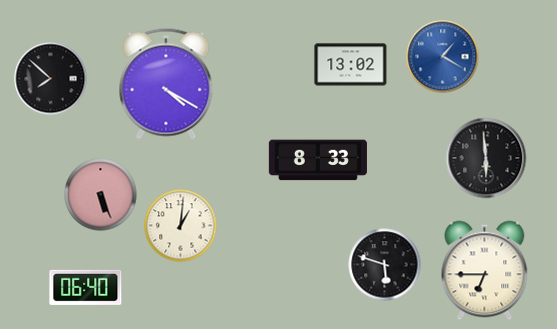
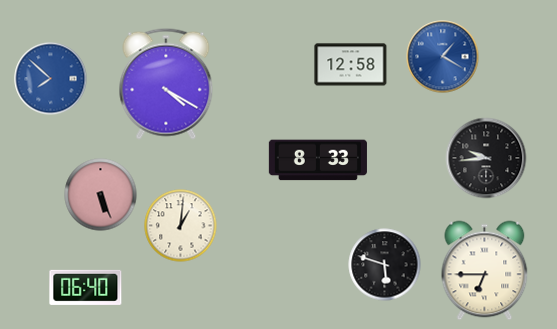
clock at (351, 65): 13:02 -> 12:58
clock at (51, 79) dial: black -> blue
clock at (486, 158): 5:59 -> 9:44
